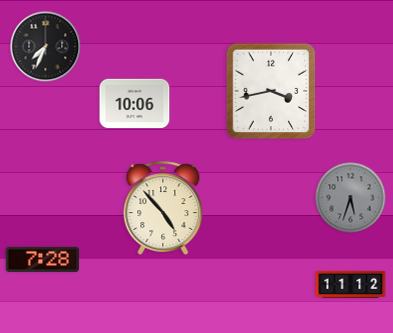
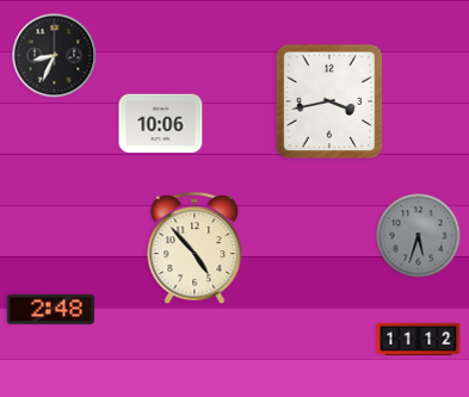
clock at (46, 47): 7:34 -> 8:34
clock at (271, 91) position: (271, 91) -> (329, 101)
clock at (43, 259): 7:28 -> 2:48
